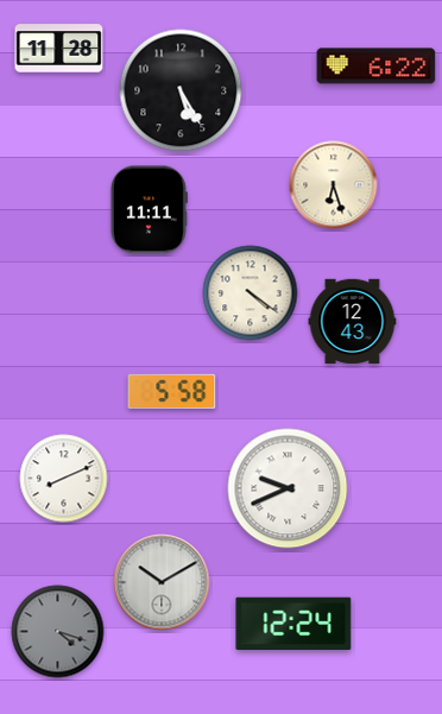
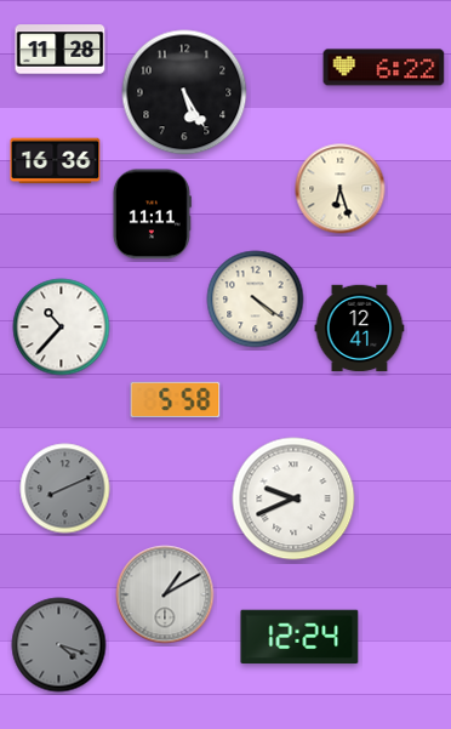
clock at (56, 161): none -> 16:36
clock at (62, 328): none -> 10:37
clock at (353, 322): 12:43 -> 12:41
clock at (64, 479) dial: white -> grey
clock at (162, 582): 10:10 -> 1:10
